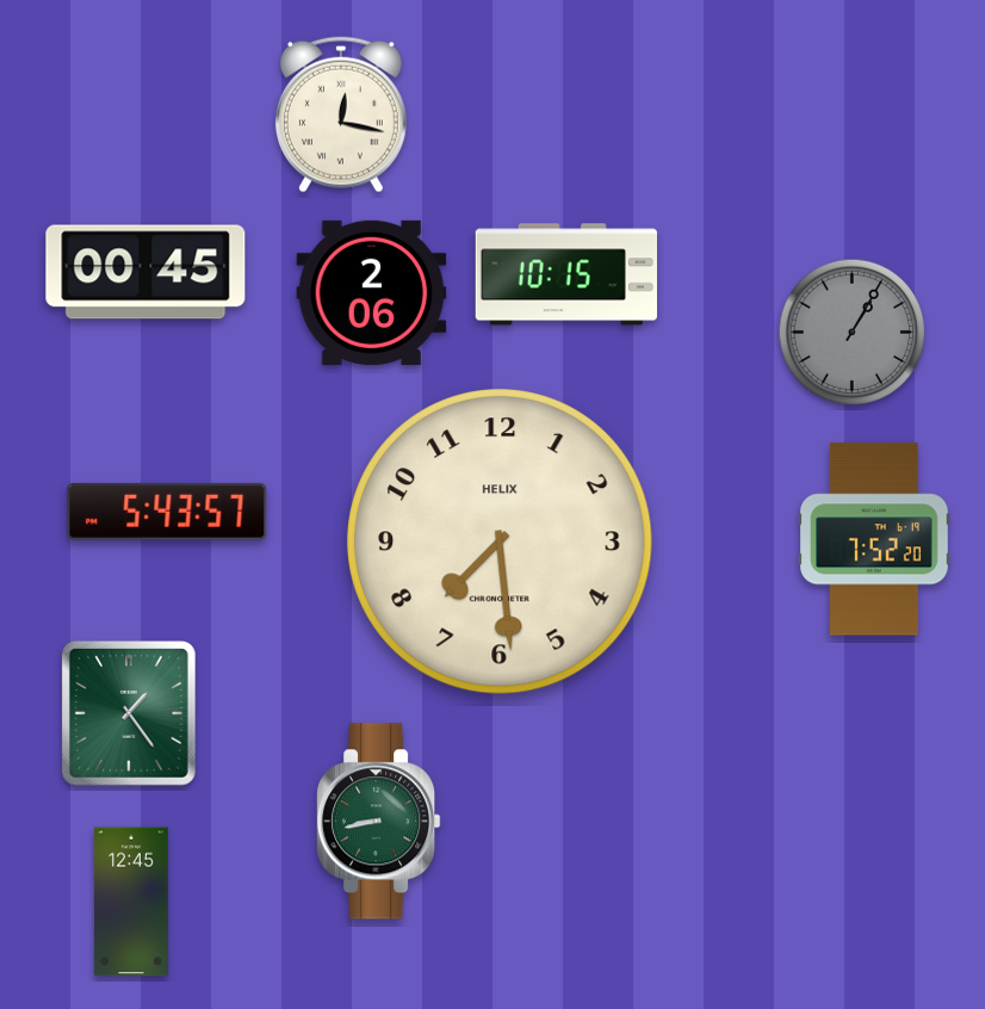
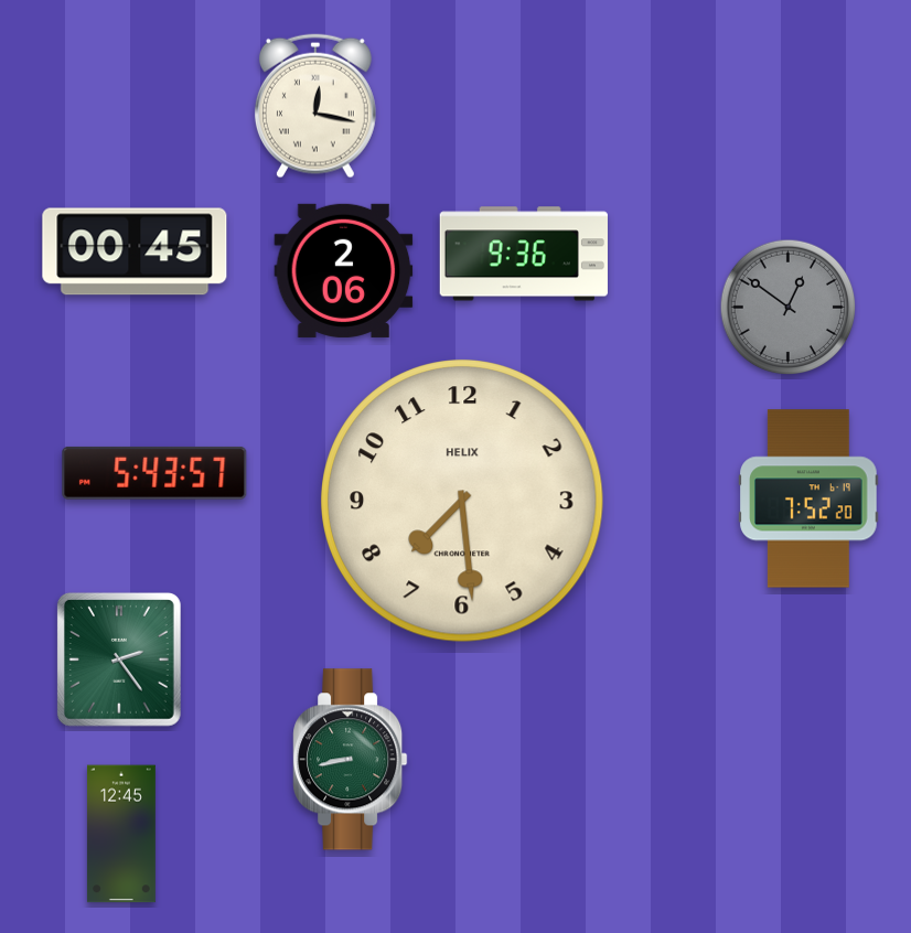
clock at (566, 274): 10:15 -> 9:36
clock at (853, 333): 1:05 -> 12:51
clock at (129, 714): 1:24 -> 2:24
